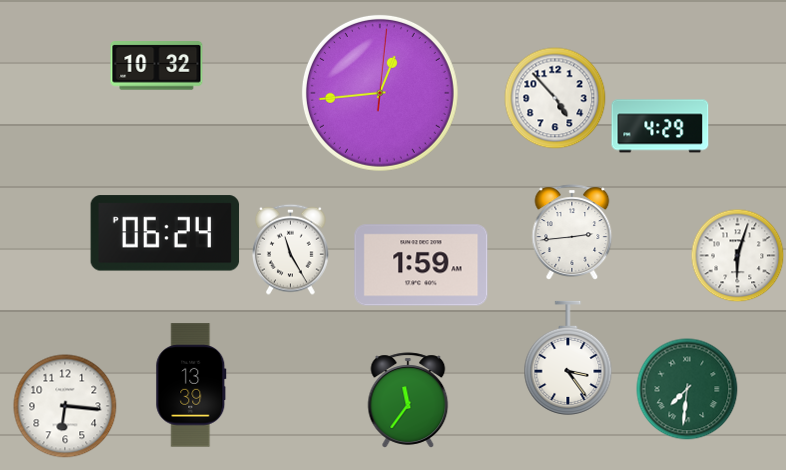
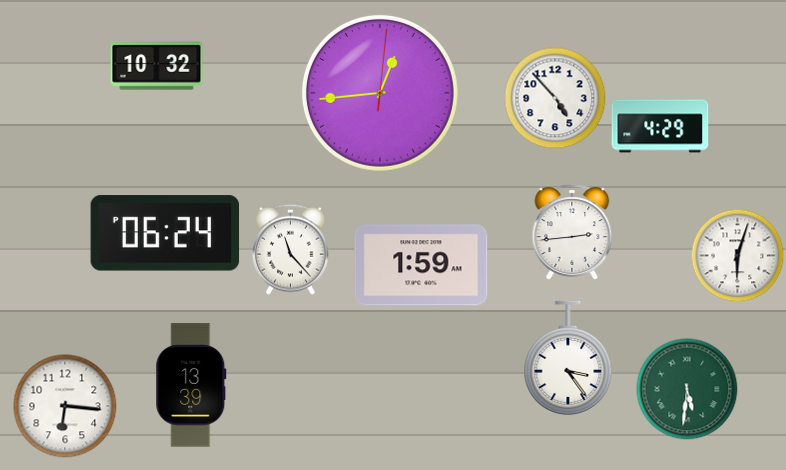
clock at (291, 249): 11:25 -> 11:23
clock at (687, 389): 7:31 -> 5:31
clock at (408, 400): 11:36 -> none
